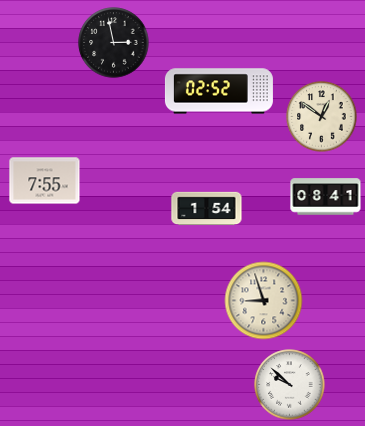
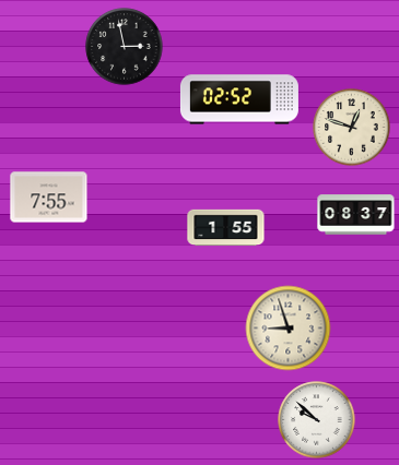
clock at (322, 117): 12:51 -> 12:48
clock at (326, 197): 08:41 -> 08:37
clock at (207, 209): 1:54 -> 1:55
